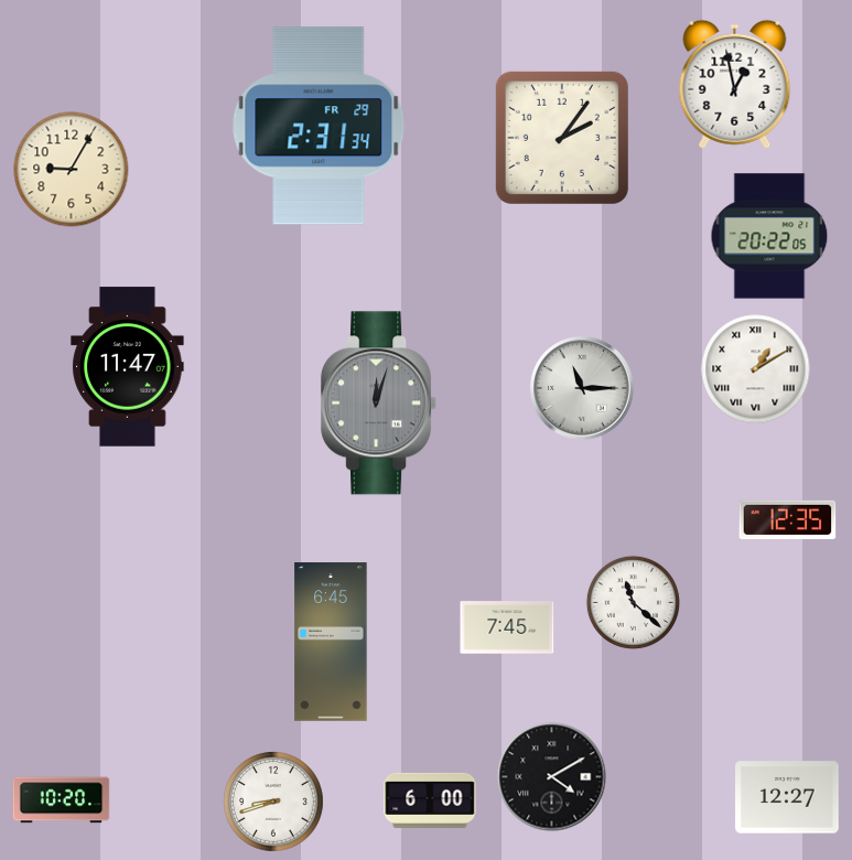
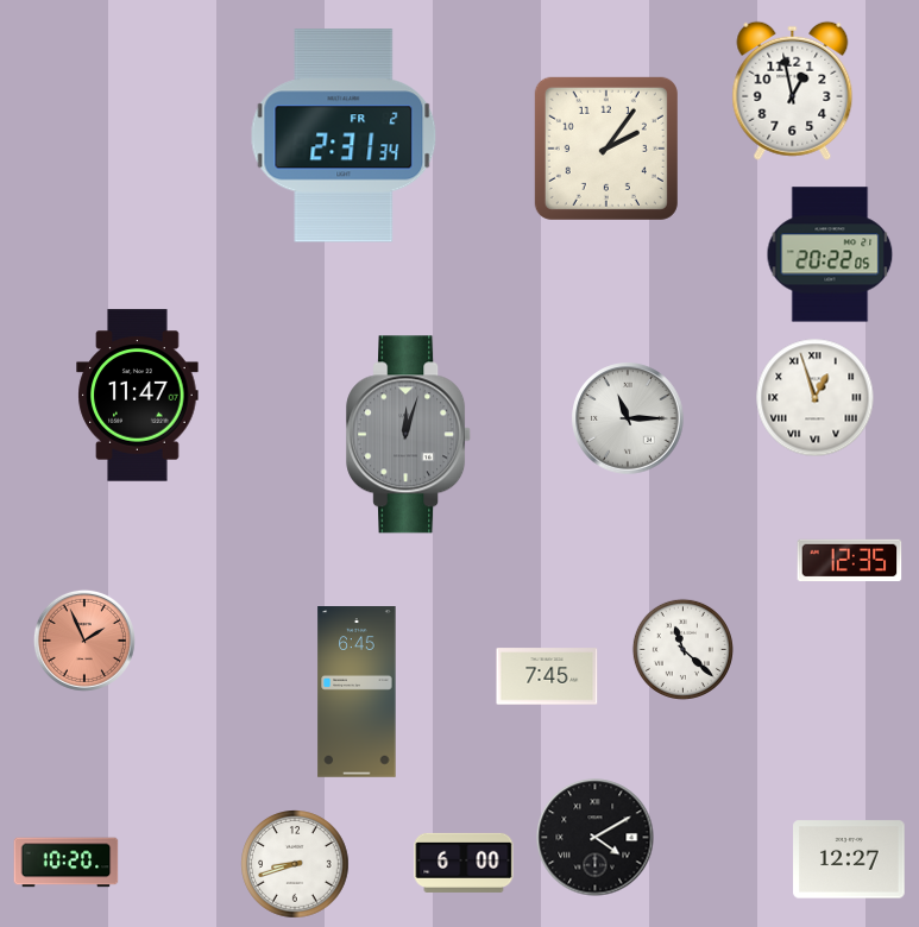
clock at (319, 126) date: FR 29 -> FR 2
clock at (72, 170): 9:05 -> none
clock at (756, 369): 1:10 -> 12:57
clock at (84, 641): none -> 1:56
